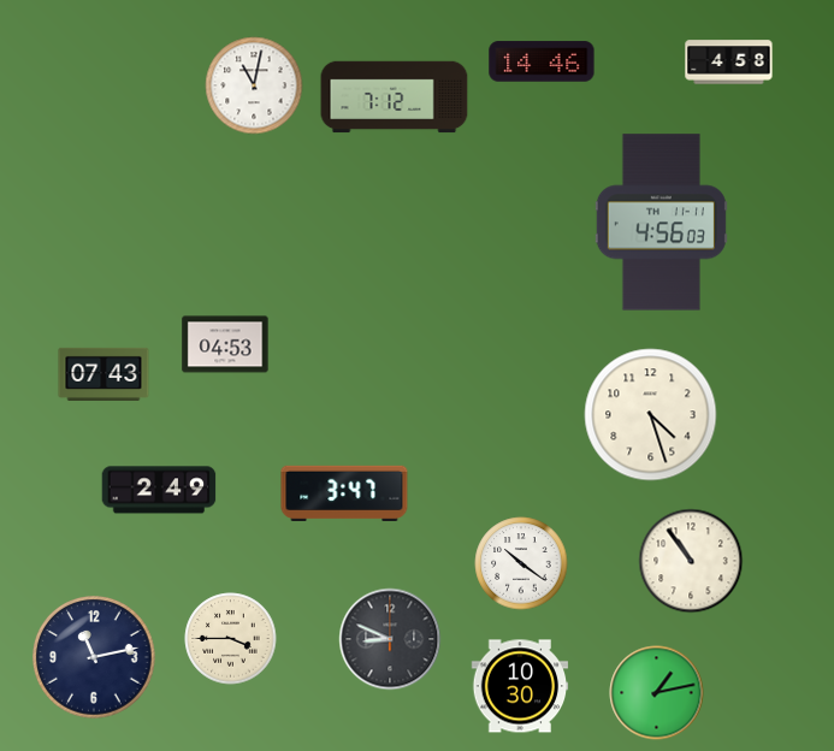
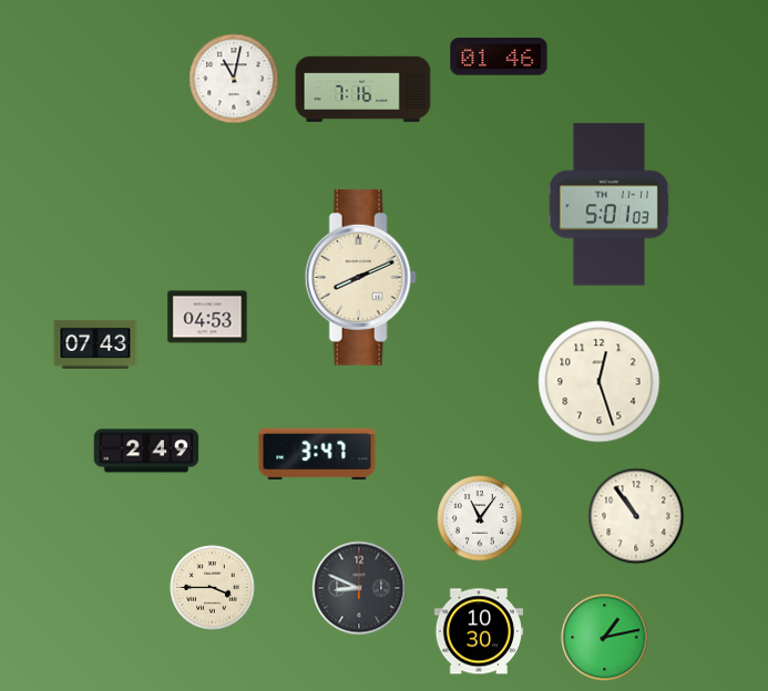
clock at (542, 61): 14:46 -> 01:46
clock at (729, 63): 4:58 -> none
clock at (395, 97): 7:12 -> 7:16
clock at (661, 223): 4:56 -> 5:01
clock at (360, 277): none -> 8:11
clock at (651, 415): 4:27 -> 12:27
clock at (521, 563): 10:21 -> 11:06
clock at (95, 658): 11:13 -> none
